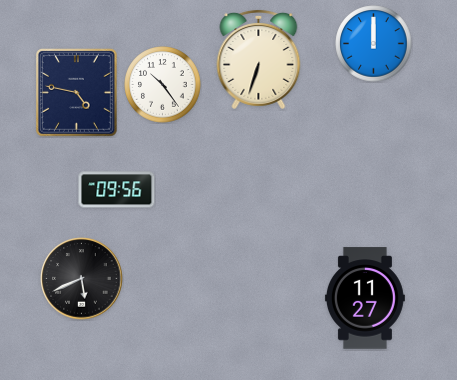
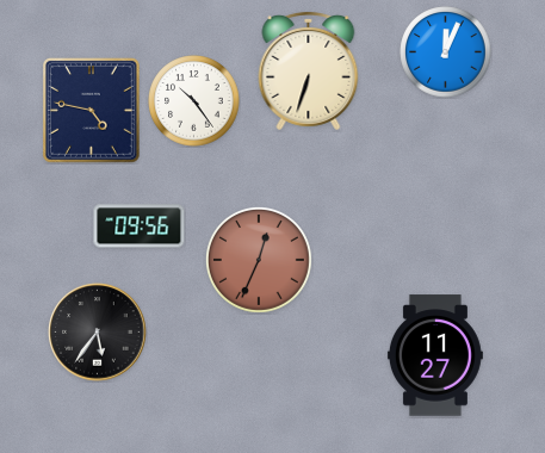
clock at (374, 44): 12:00 -> 12:04
clock at (259, 260): none -> 12:34
clock at (82, 279): 5:41 -> 5:36
